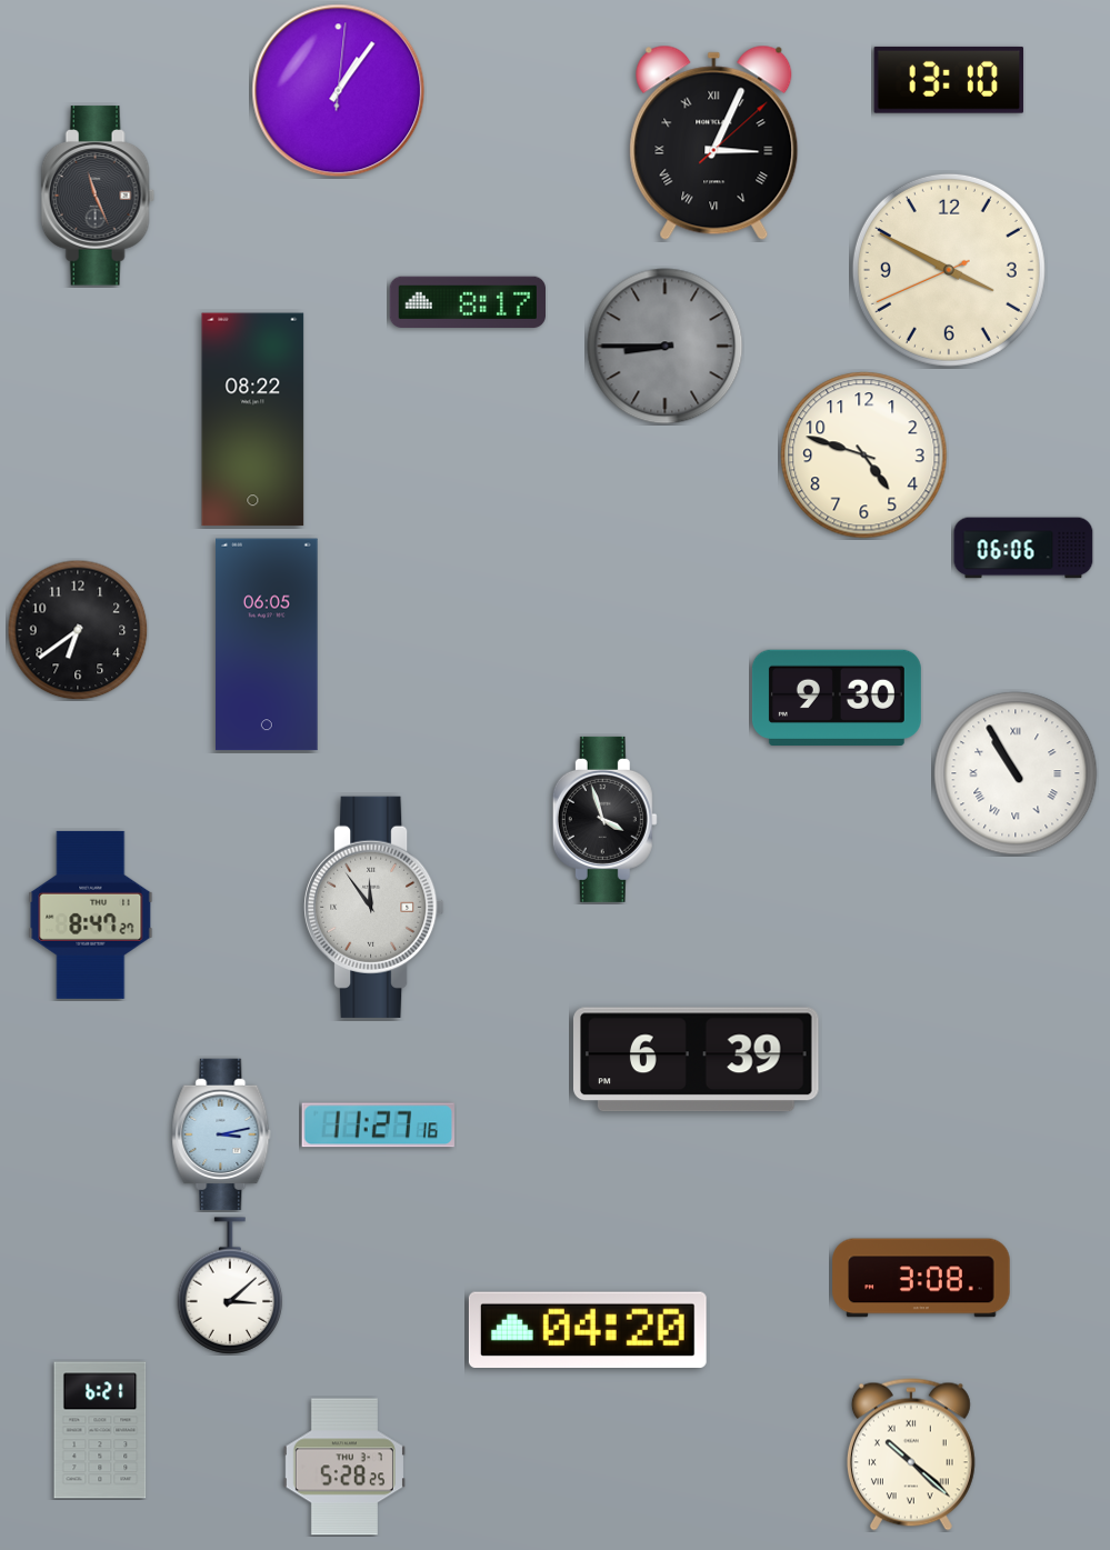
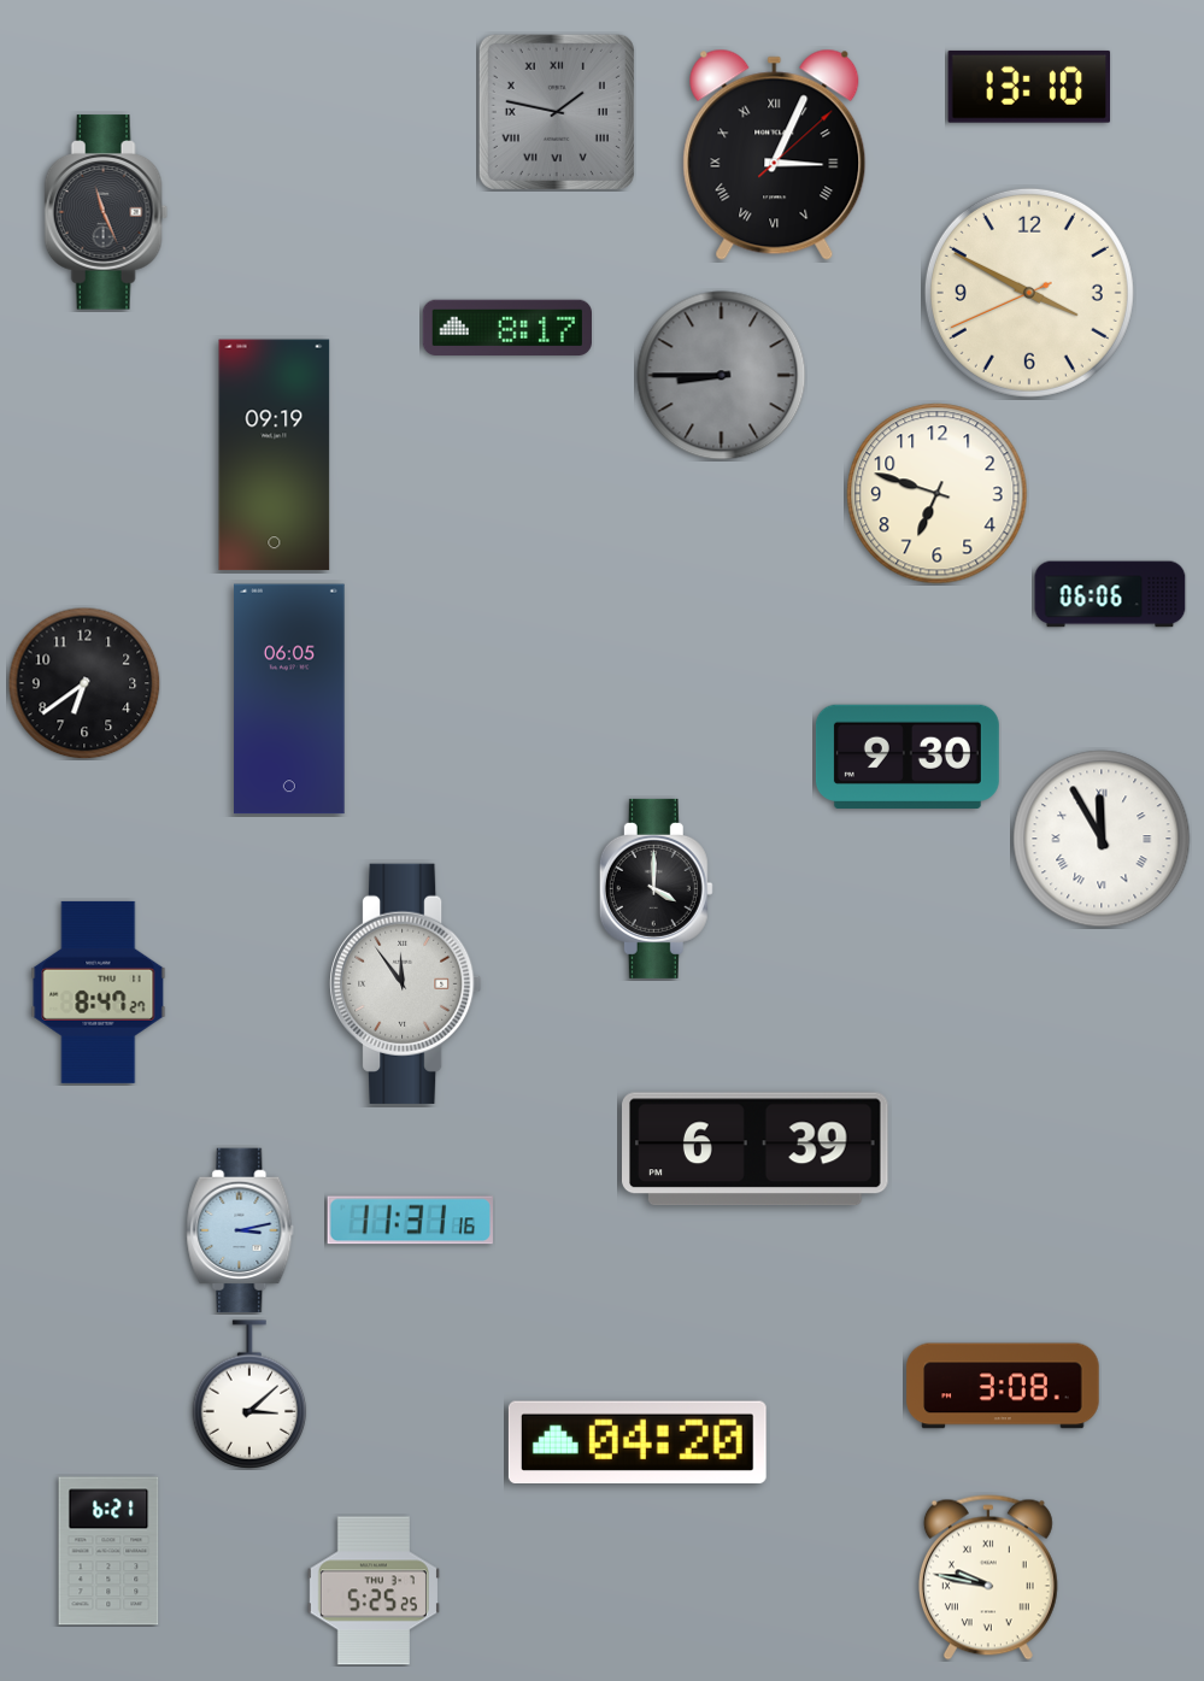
clock at (339, 91): 1:06 -> none
clock at (557, 112): none -> 1:47
clock at (253, 420): 08:22 -> 09:19
clock at (864, 456): 4:48 -> 6:48
clock at (1016, 773): 10:55 -> 11:55
clock at (604, 819): 3:57 -> 4:00
clock at (378, 1126): 11:27 -> 11:31
clock at (921, 1278) position: (921, 1278) -> (1003, 1386)
clock at (911, 1454): 10:22 -> 9:47
clock at (344, 1467): 5:28 -> 5:25
